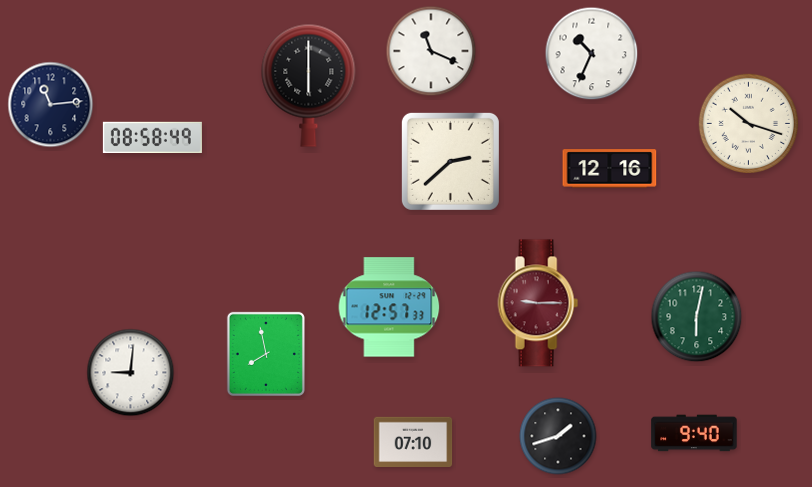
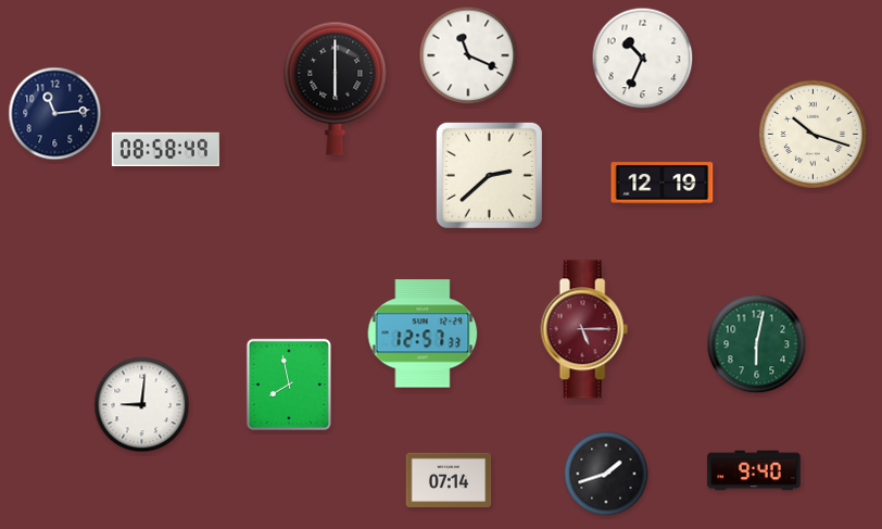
clock at (309, 85) position: (309, 85) -> (336, 88)
clock at (610, 169): 12:16 -> 12:19
clock at (538, 303): 9:15 -> 5:15
clock at (413, 441): 07:10 -> 07:14
